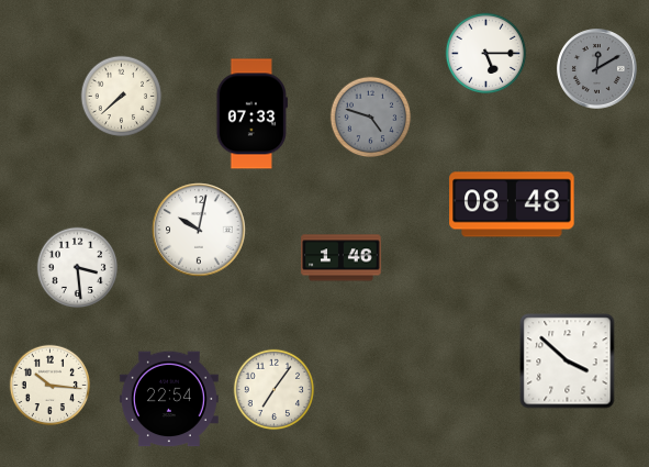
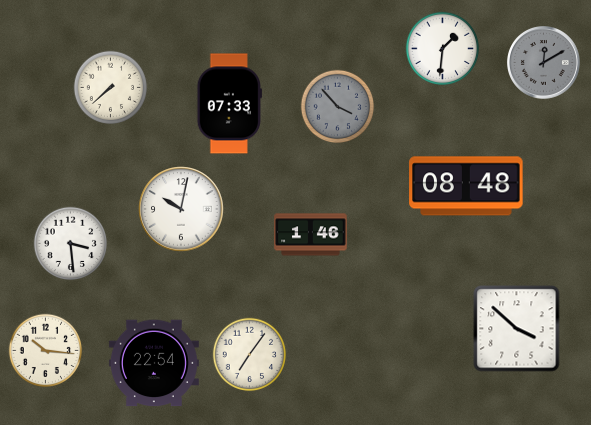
clock at (486, 54): 5:15 -> 1:31
clock at (371, 118): 4:48 -> 3:53
